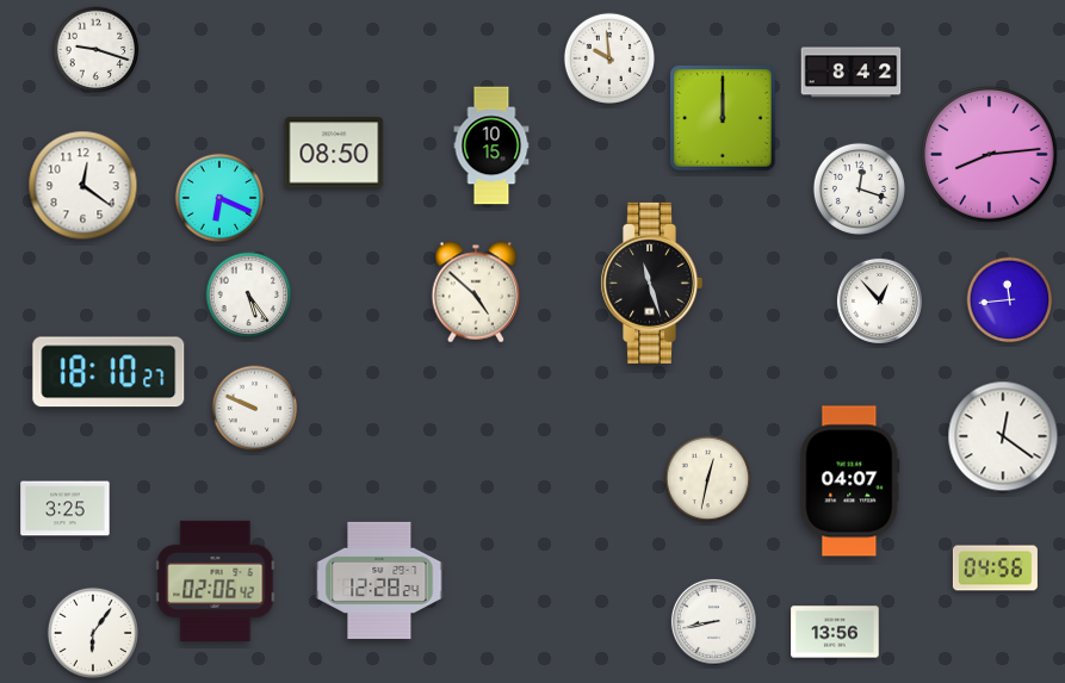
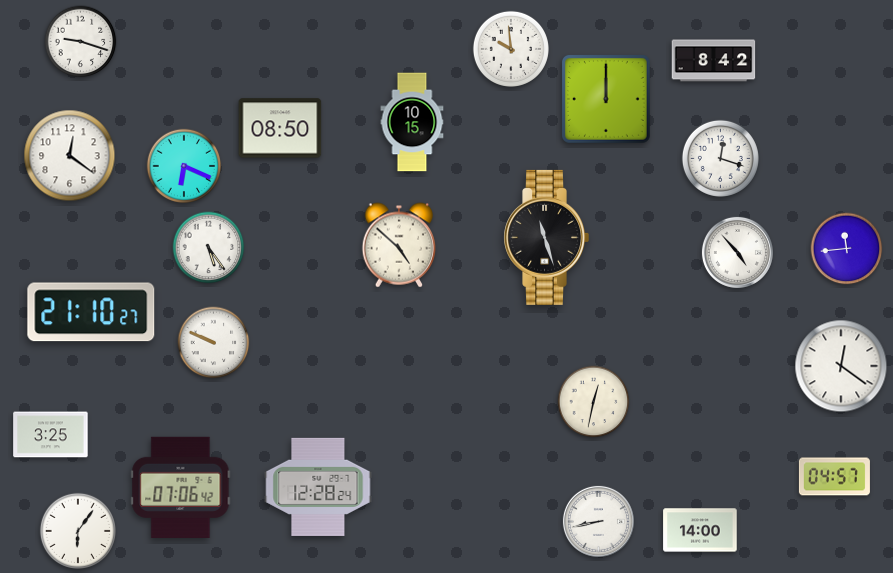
clock at (990, 155): 8:14 -> none
clock at (879, 300): 12:53 -> 4:53
clock at (1010, 300) position: (1010, 300) -> (847, 249)
clock at (109, 372): 18:10 -> 21:10
clock at (850, 482): 04:07 -> none
clock at (66, 509) position: (66, 509) -> (51, 435)
clock at (995, 569): 04:56 -> 04:57
clock at (216, 580): 02:06 -> 07:06
clock at (835, 632): 13:56 -> 14:00
